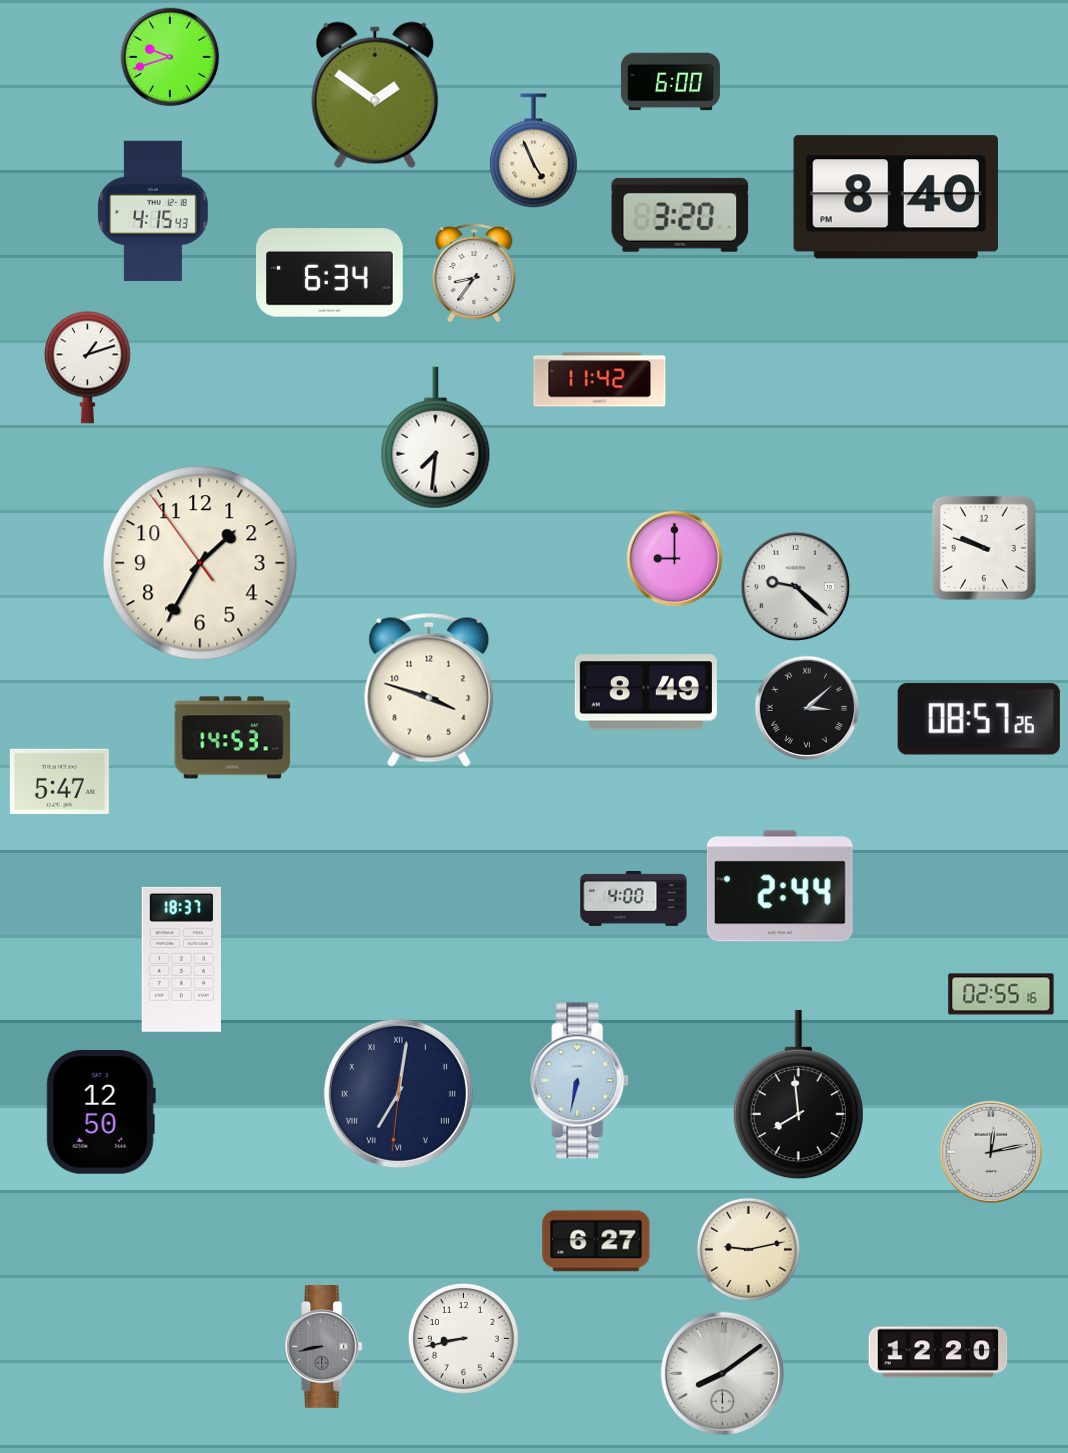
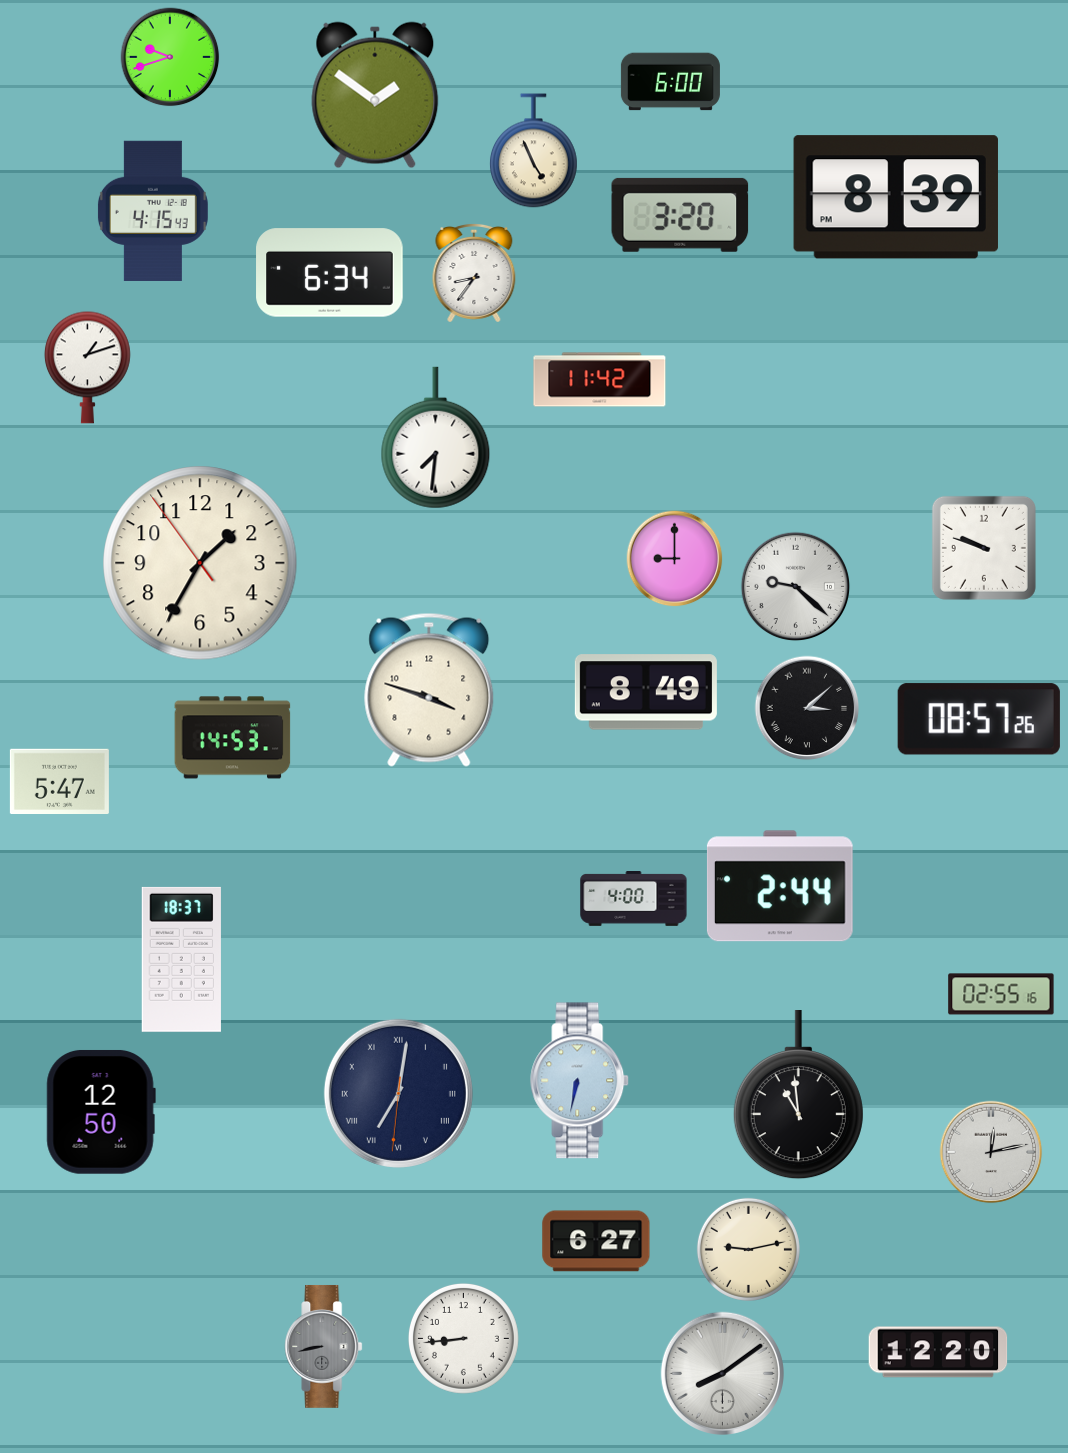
clock at (896, 197): 8:40 -> 8:39
clock at (798, 1096): 7:59 -> 10:59
clock at (463, 1338): 8:43 -> 8:44
